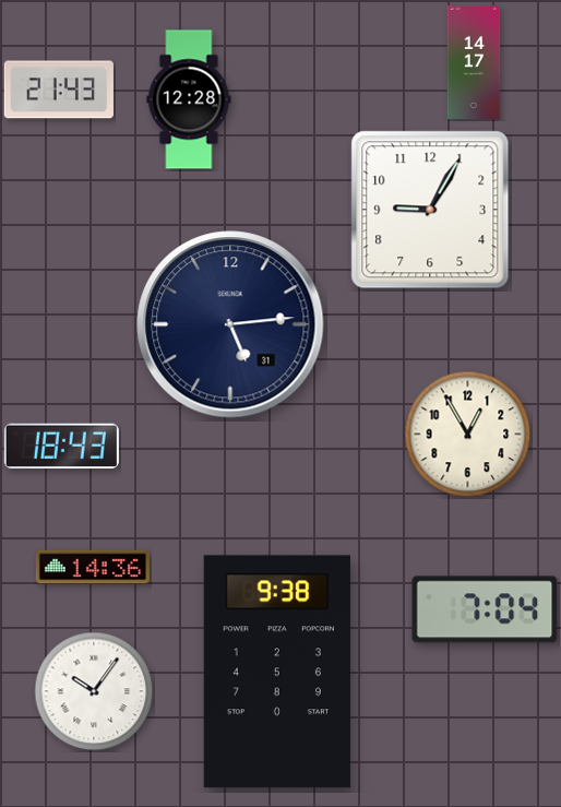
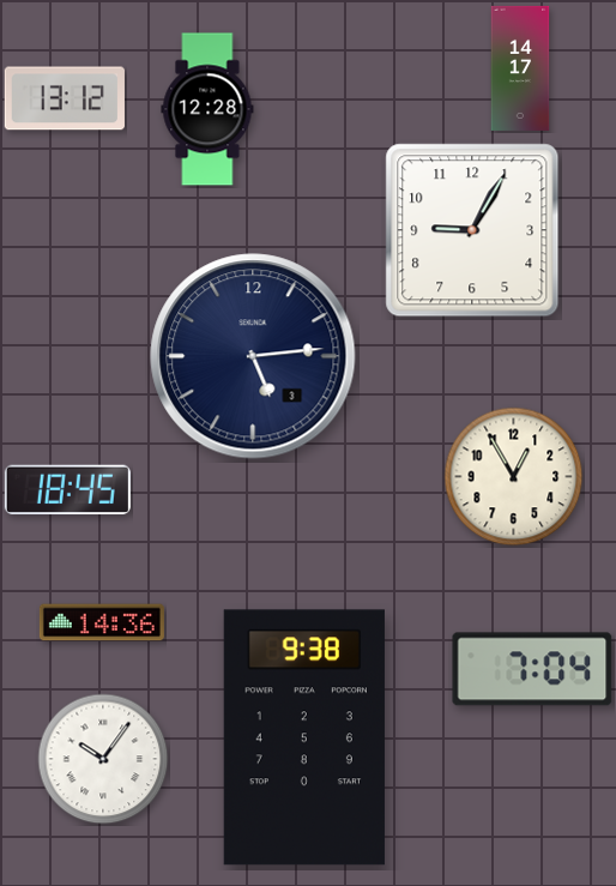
clock at (59, 90): 21:43 -> 13:12
clock at (230, 324) date: 31 -> 3
clock at (61, 447): 18:43 -> 18:45
